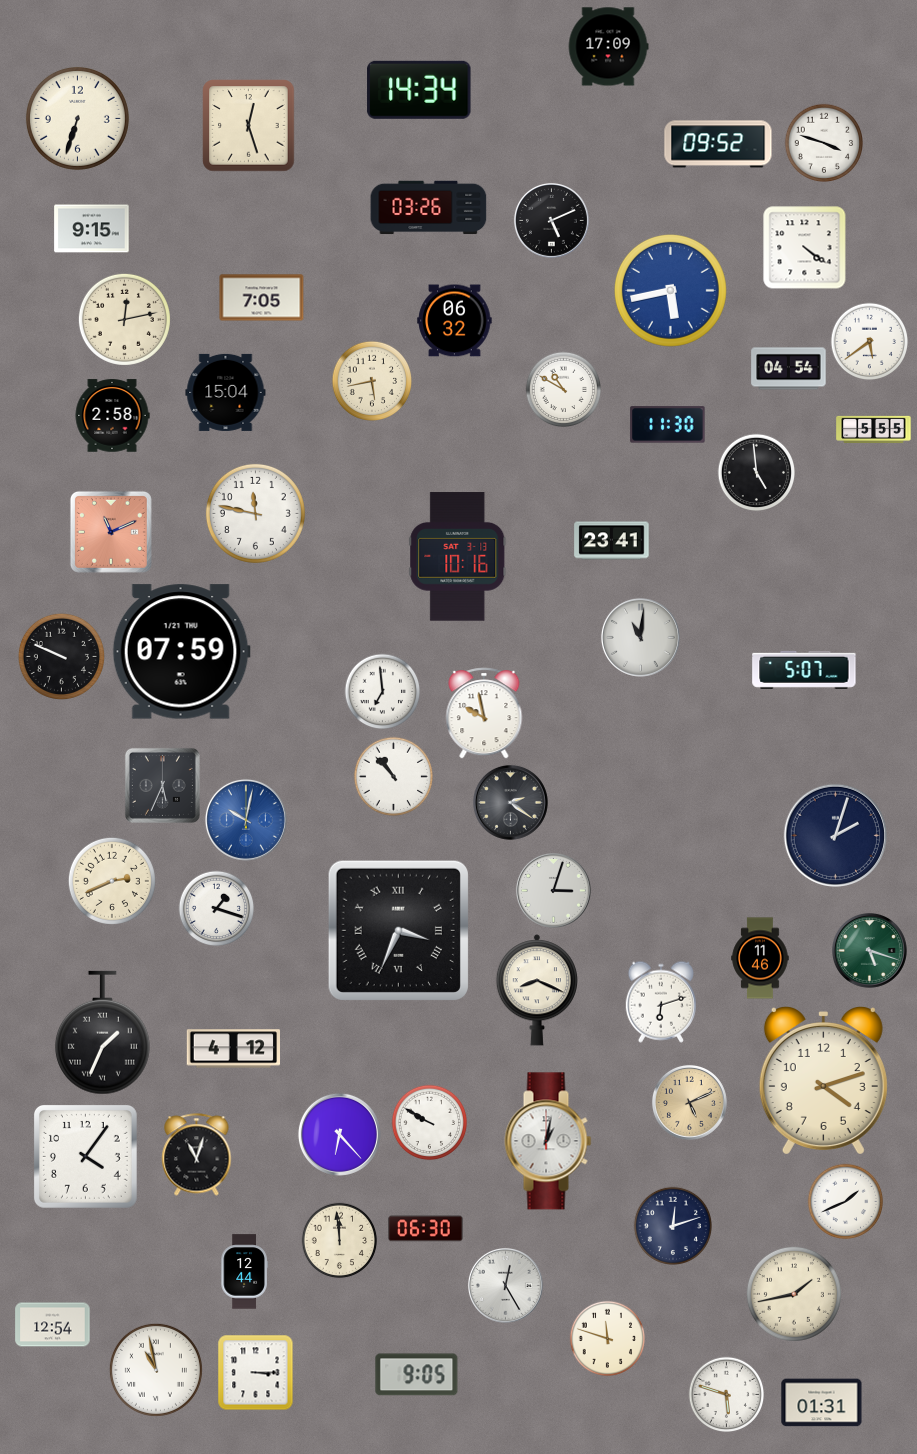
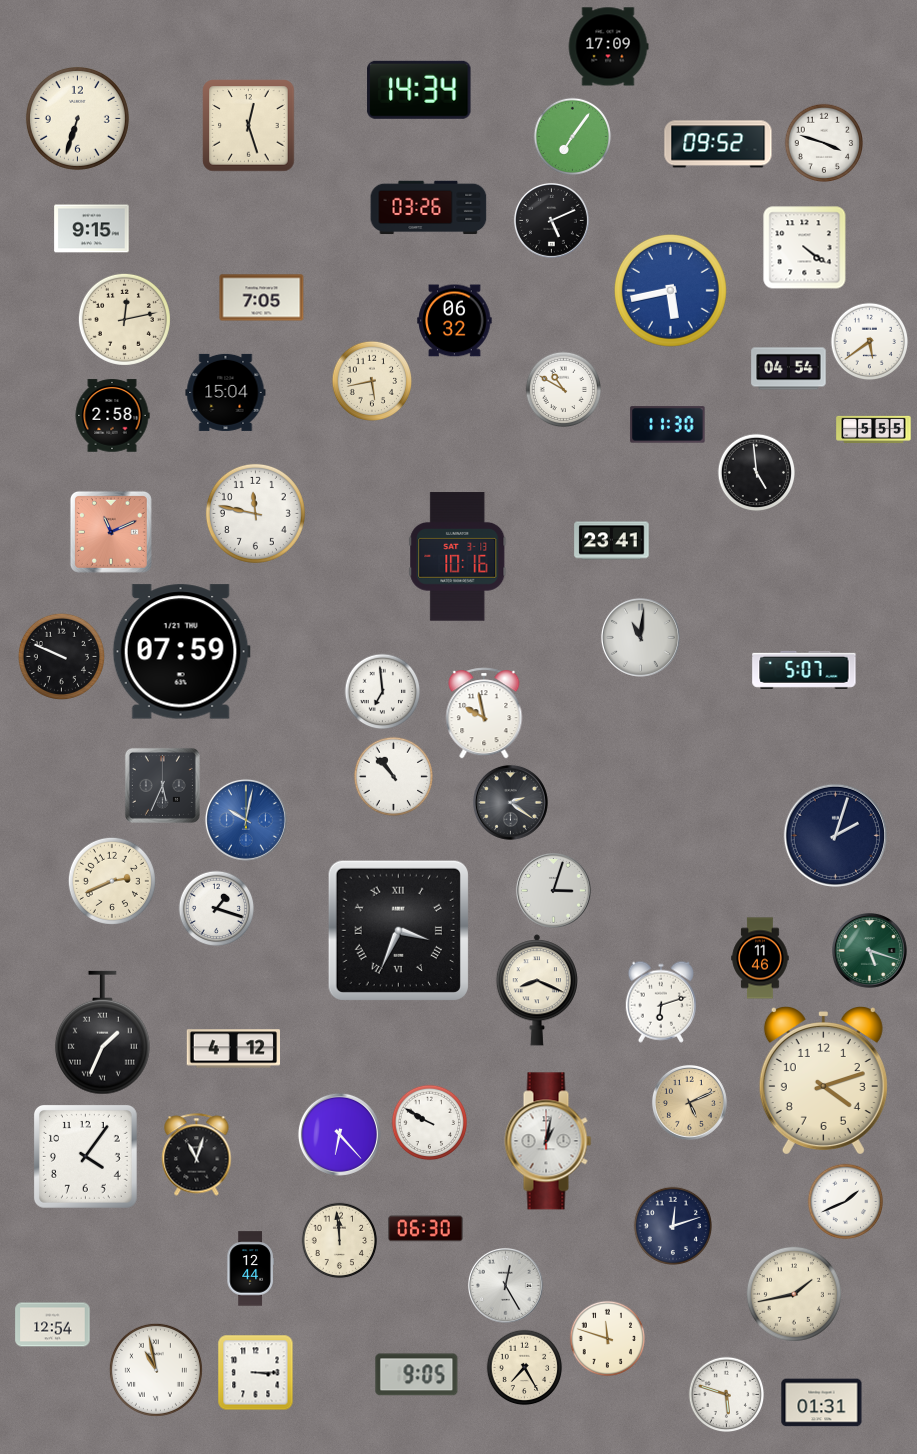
clock at (573, 137): none -> 7:06
clock at (244, 1272) position: (244, 1272) -> (250, 1269)
clock at (525, 1368): none -> 7:25
